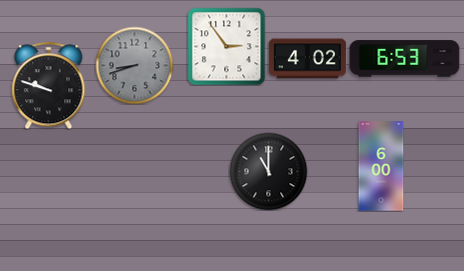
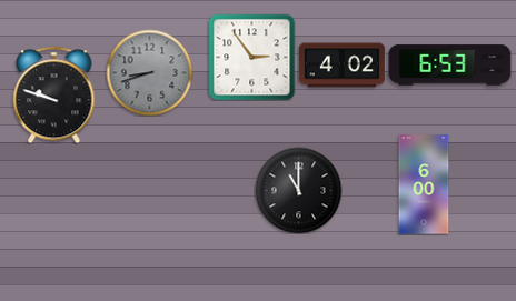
clock at (226, 46) position: (226, 46) -> (251, 57)
